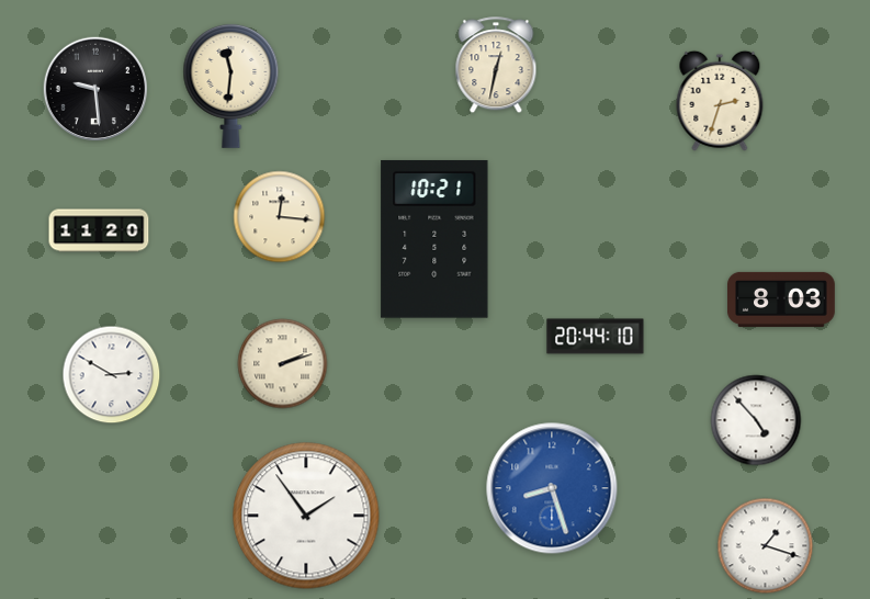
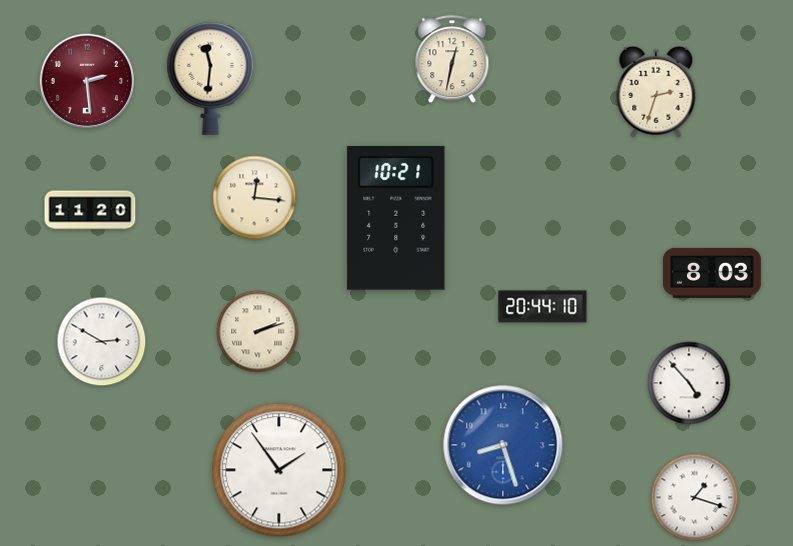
clock at (95, 89): 9:29 -> 2:29
clock at (95, 89) dial: black -> burgundy
clock at (766, 546) position: (766, 546) -> (695, 498)
